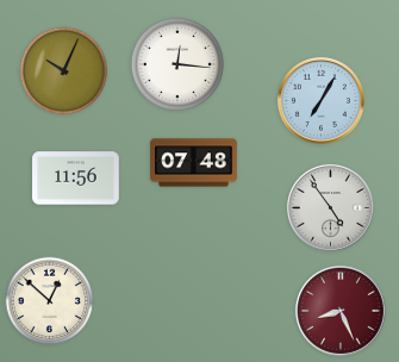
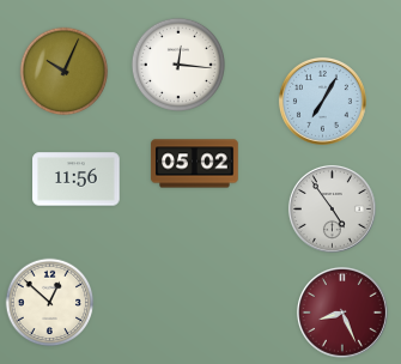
clock at (194, 163): 07:48 -> 05:02
